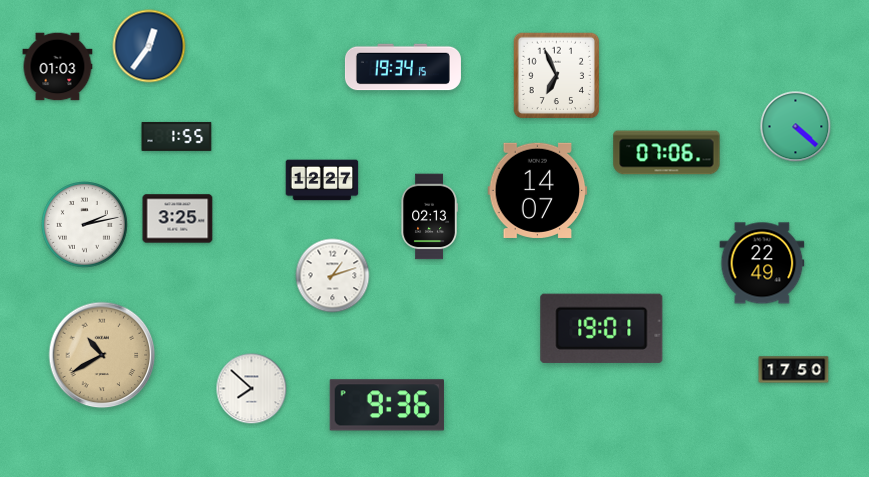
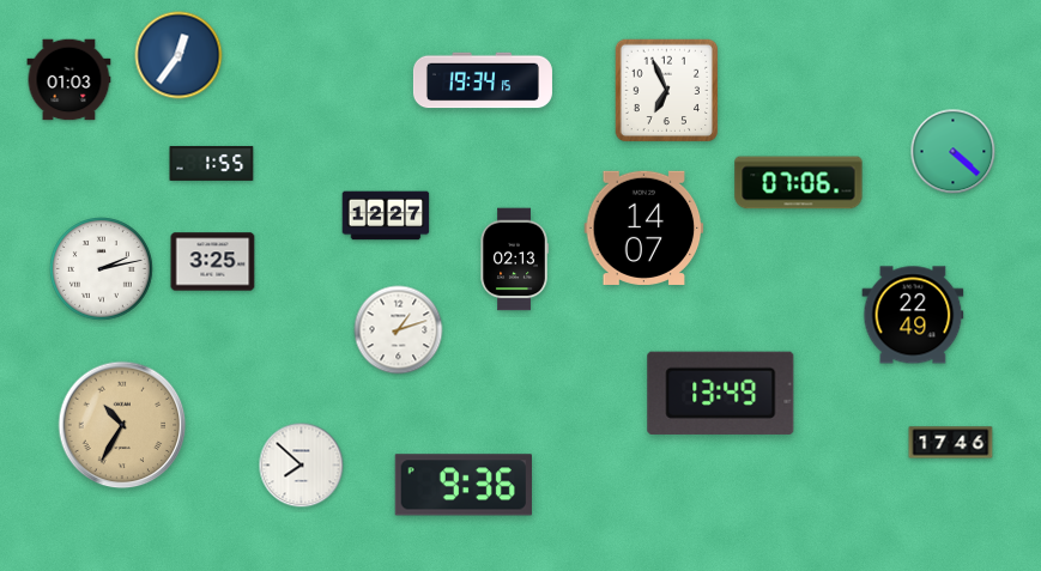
clock at (602, 328): 19:01 -> 13:49
clock at (102, 355): 10:40 -> 10:35
clock at (794, 370): 17:50 -> 17:46
